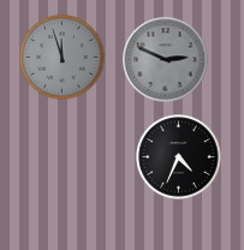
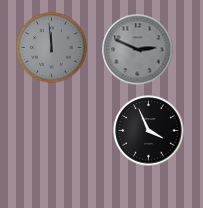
clock at (63, 58): 11:57 -> 11:59
clock at (179, 157): 4:34 -> 3:56
